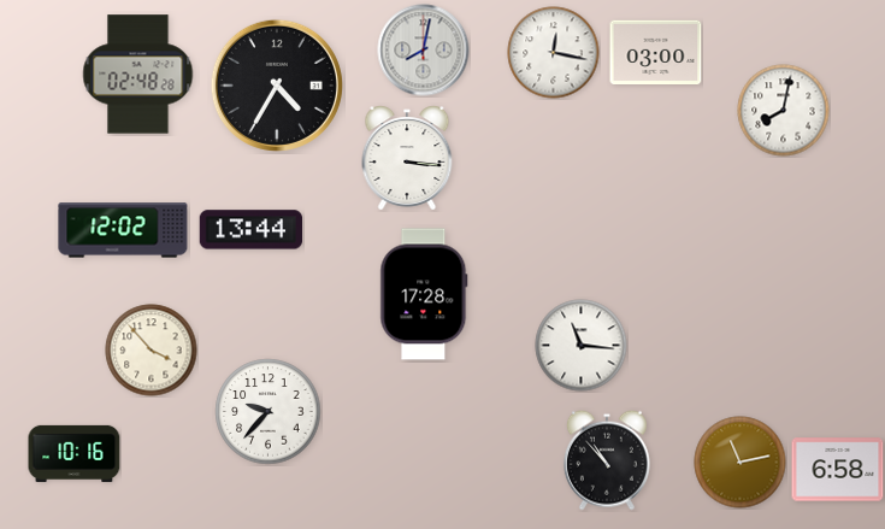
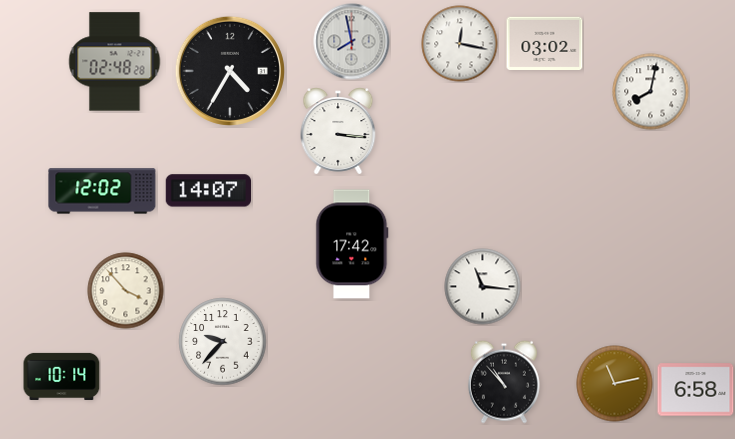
clock at (424, 51): 8:02 -> 7:58
clock at (656, 52): 03:00 -> 03:02
clock at (250, 230): 13:44 -> 14:07
clock at (424, 294): 17:28 -> 17:42
clock at (75, 453): 10:16 -> 10:14
